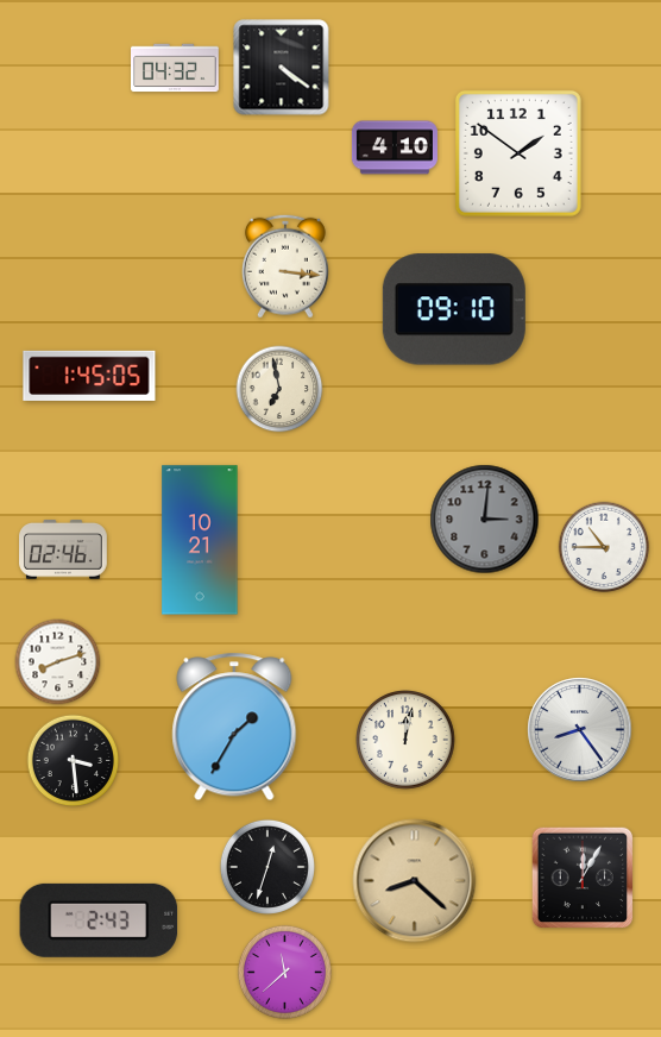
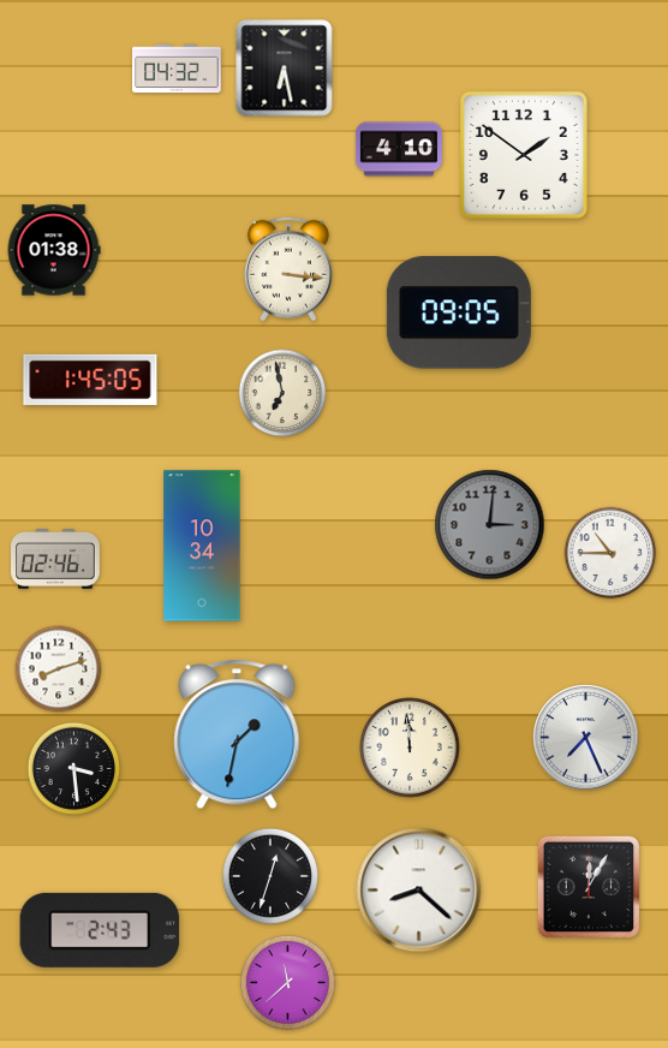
clock at (282, 68): 4:21 -> 6:28
clock at (54, 250): none -> 01:38
clock at (454, 309): 09:10 -> 09:05
clock at (200, 540): 10:21 -> 10:34
clock at (64, 551) position: (64, 551) -> (56, 560)
clock at (234, 727): 1:35 -> 1:32
clock at (580, 730): 8:24 -> 7:26
clock at (407, 741): 12:02 -> 11:59
clock at (415, 881) dial: champagne -> white
